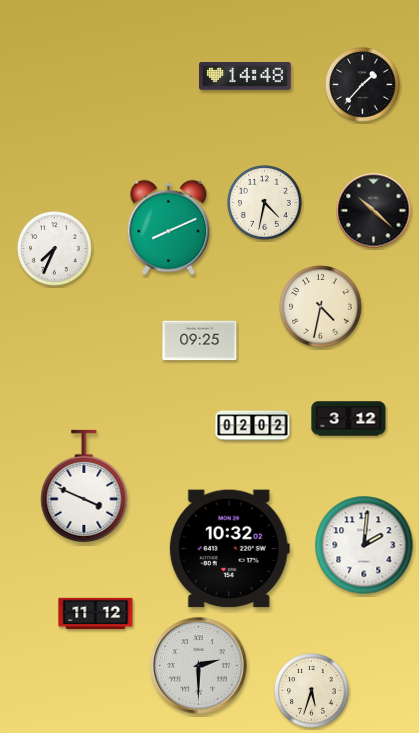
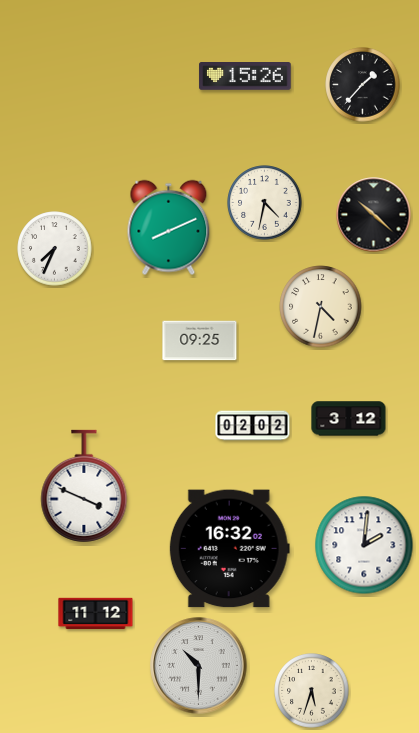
clock at (245, 76): 14:48 -> 15:26
clock at (374, 211) position: (374, 211) -> (374, 215)
clock at (229, 549): 10:32 -> 16:32
clock at (199, 666): 2:30 -> 10:30
